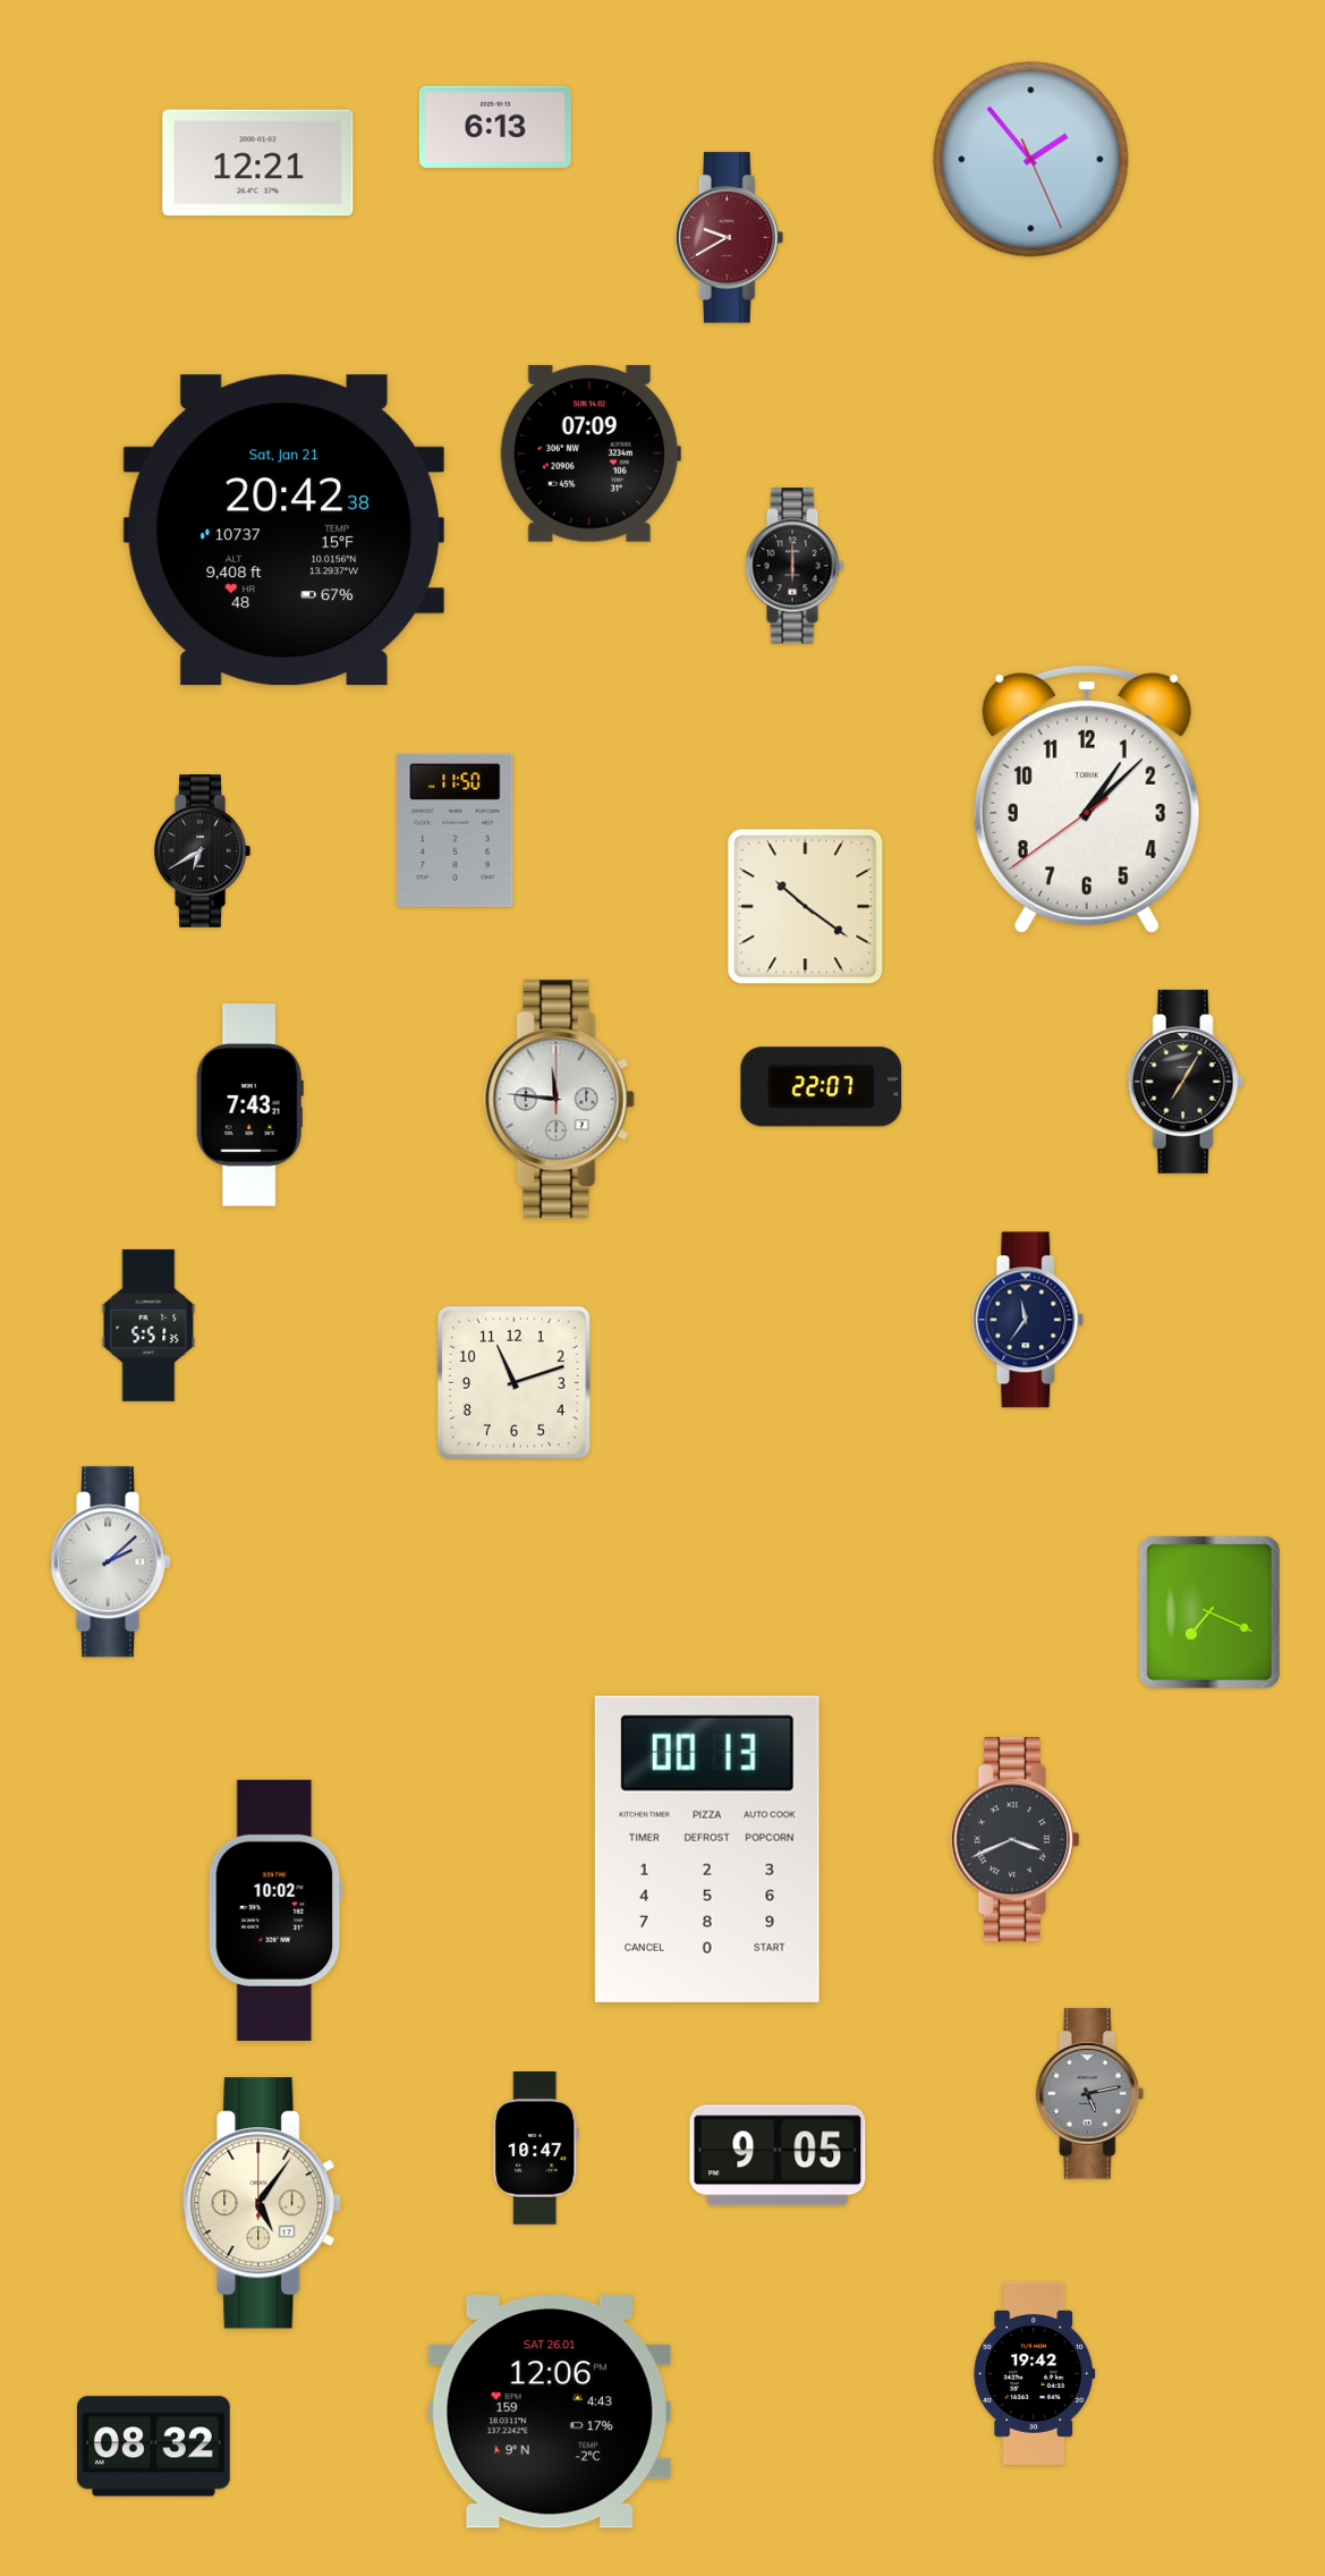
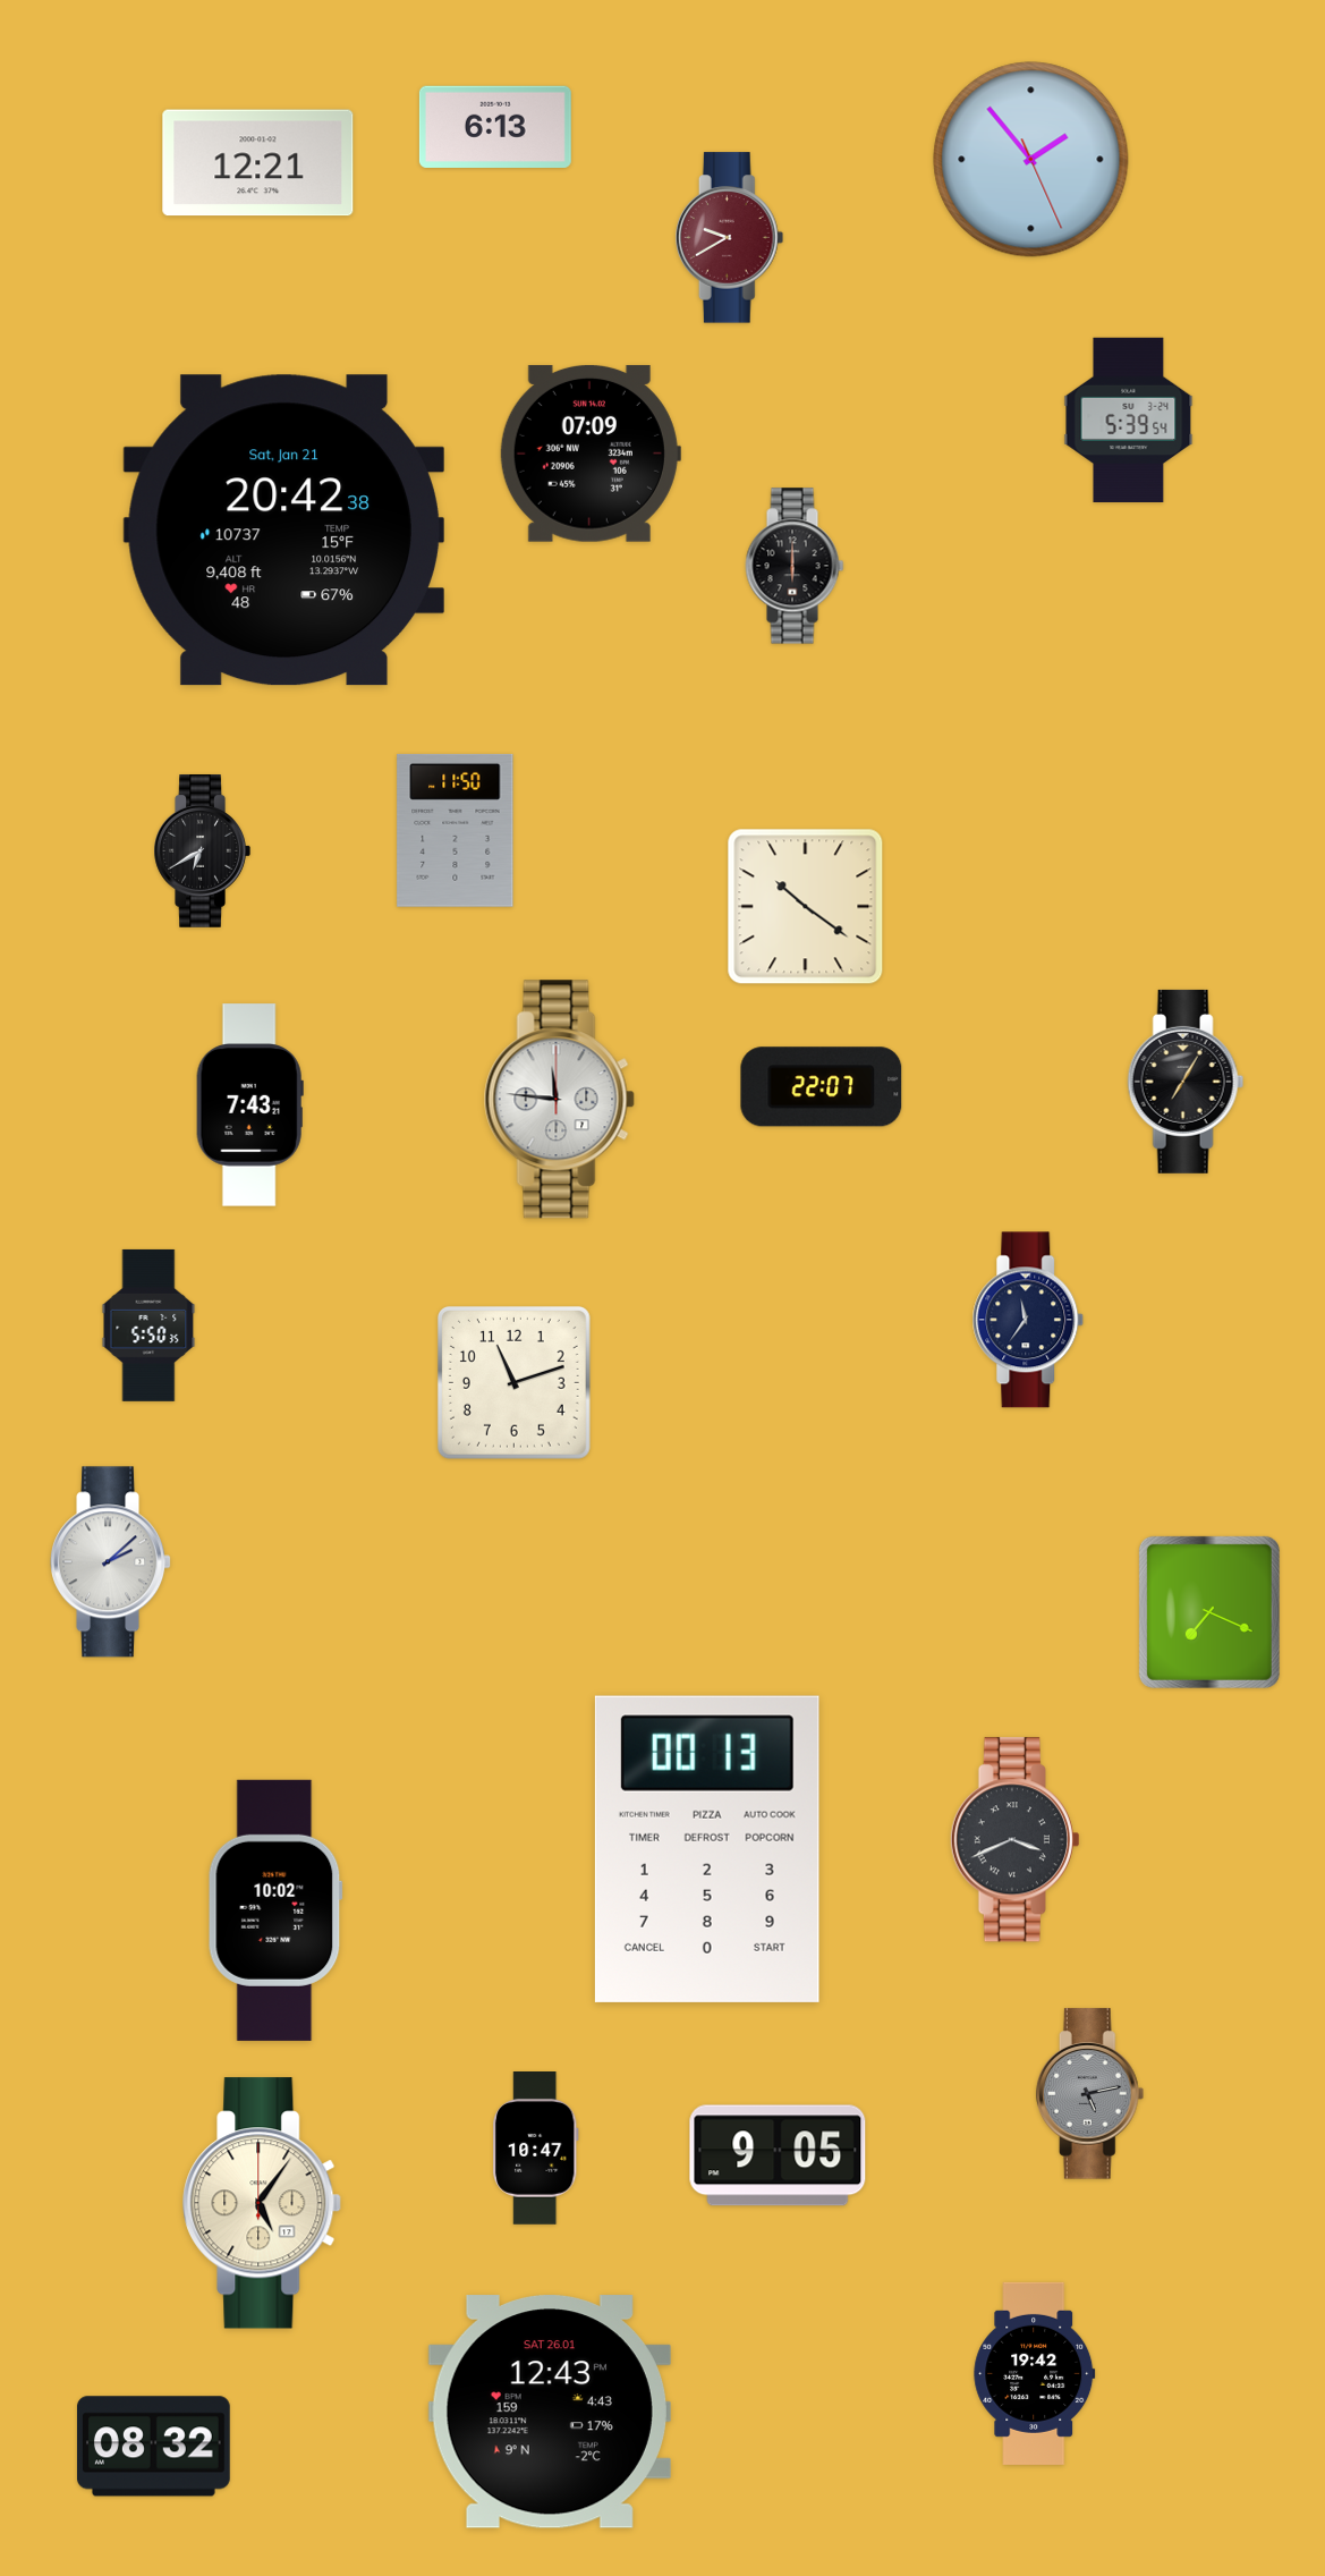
clock at (1129, 420): none -> 5:39
clock at (1087, 799): 1:07 -> none
clock at (148, 1325): 5:51 -> 5:50
clock at (550, 2412): 12:06 -> 12:43
